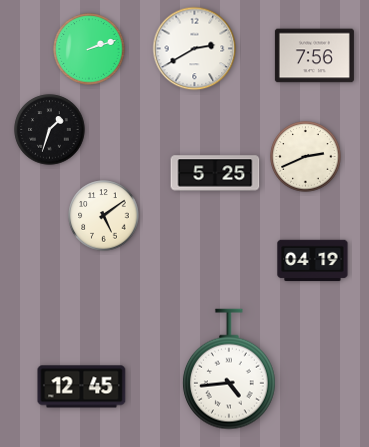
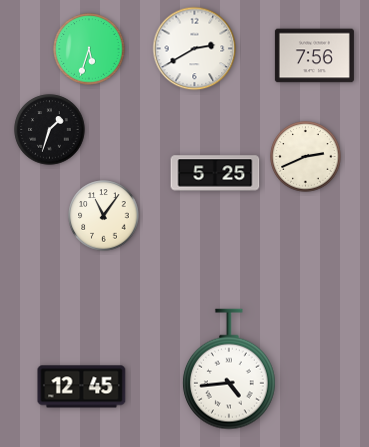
clock at (89, 49): 2:12 -> 5:33
clock at (104, 216): 5:09 -> 11:06
clock at (313, 261): 04:19 -> none
